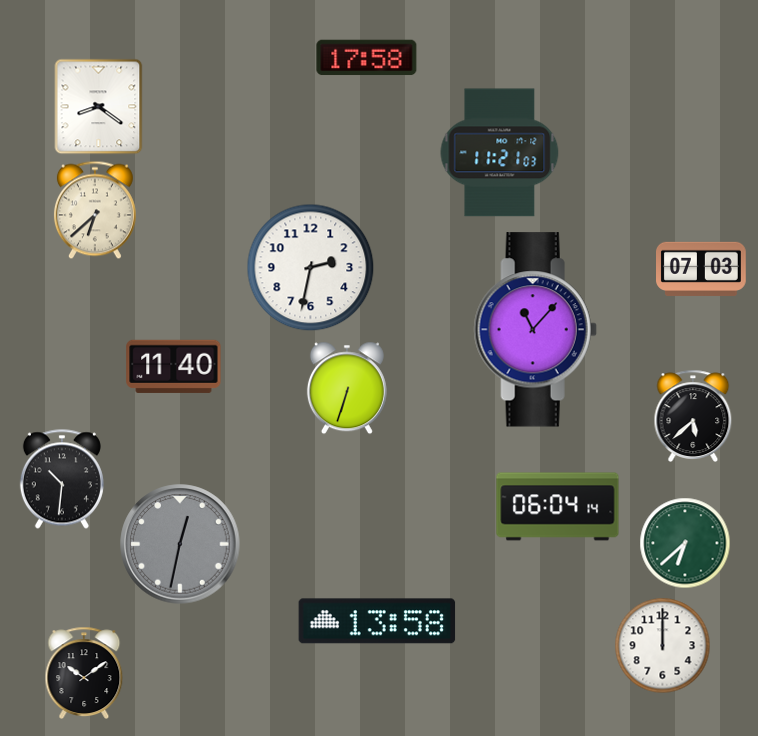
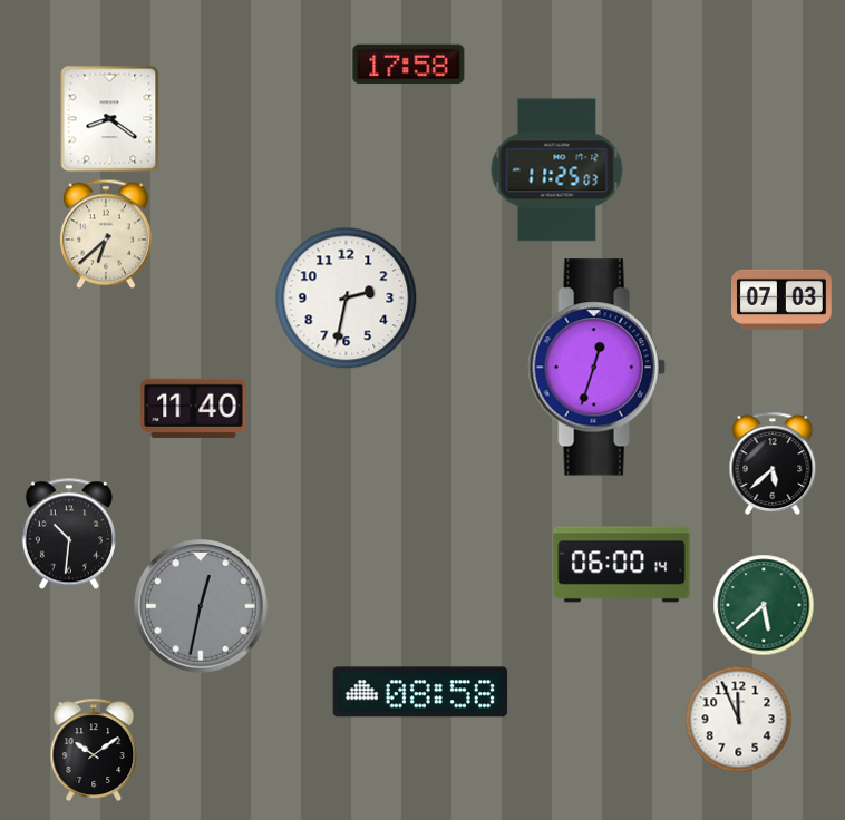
clock at (500, 153): 11:21 -> 11:25
clock at (535, 330): 11:07 -> 12:33
clock at (347, 388): 6:33 -> none
clock at (558, 507): 06:04 -> 06:00
clock at (685, 543): 6:38 -> 5:38
clock at (377, 621): 13:58 -> 08:58
clock at (663, 646): 12:00 -> 11:56
